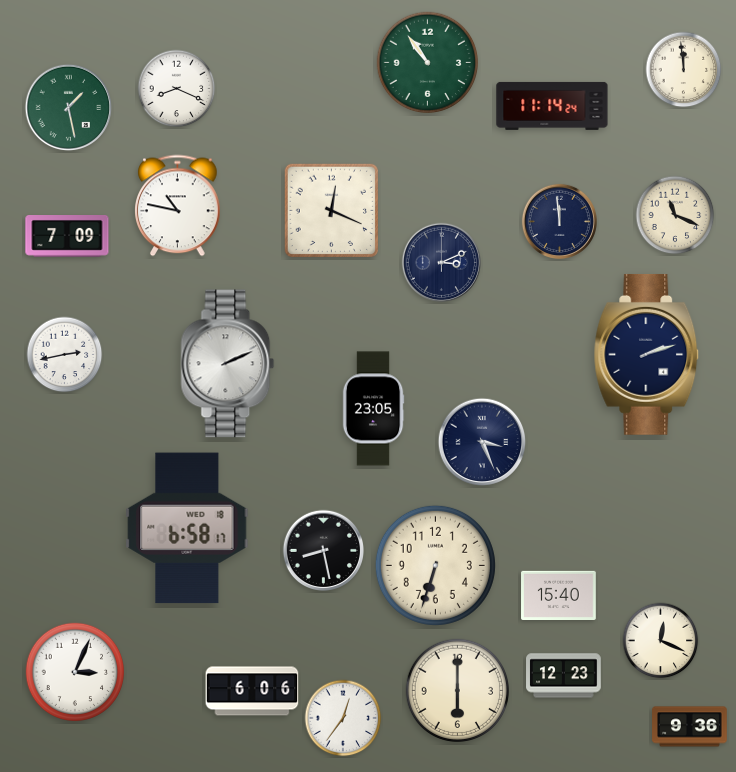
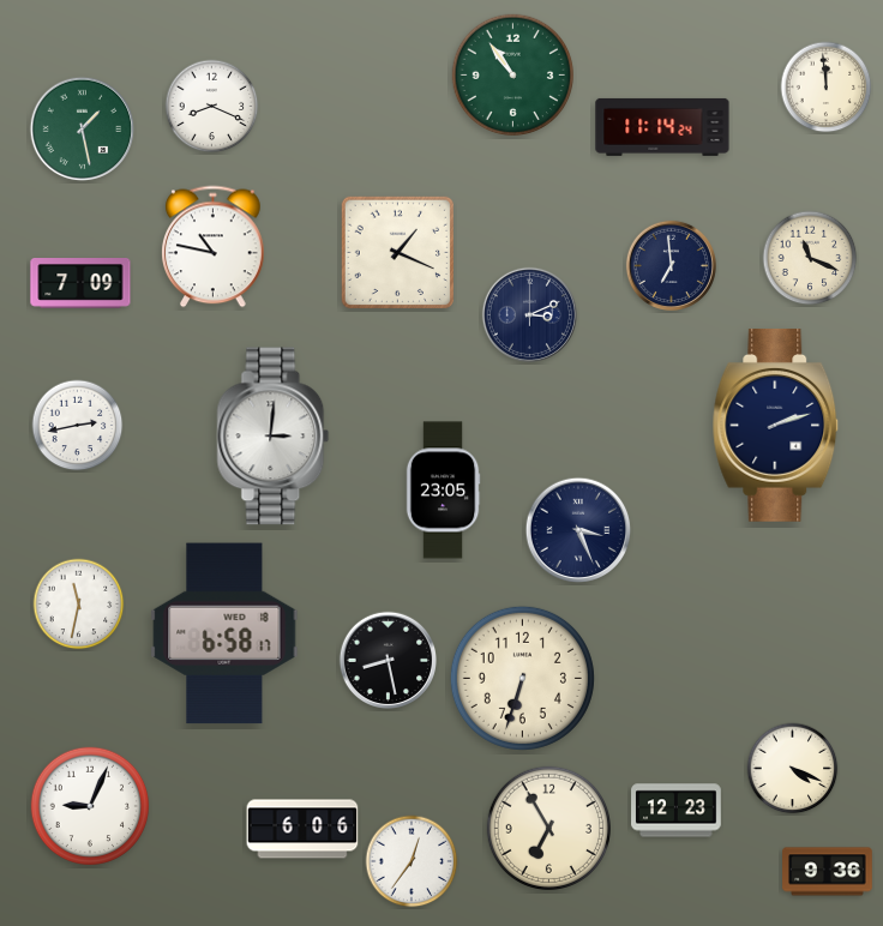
clock at (684, 70) position: (684, 70) -> (827, 88)
clock at (331, 210): 12:19 -> 1:19
clock at (559, 221): 11:59 -> 6:59
clock at (228, 364): 2:11 -> 3:01
clock at (373, 409) position: (373, 409) -> (443, 491)
clock at (79, 605): none -> 11:32
clock at (559, 595): 15:40 -> none
clock at (661, 641): 12:19 -> 4:19
clock at (75, 672): 3:04 -> 9:04
clock at (457, 690): 6:00 -> 6:55
